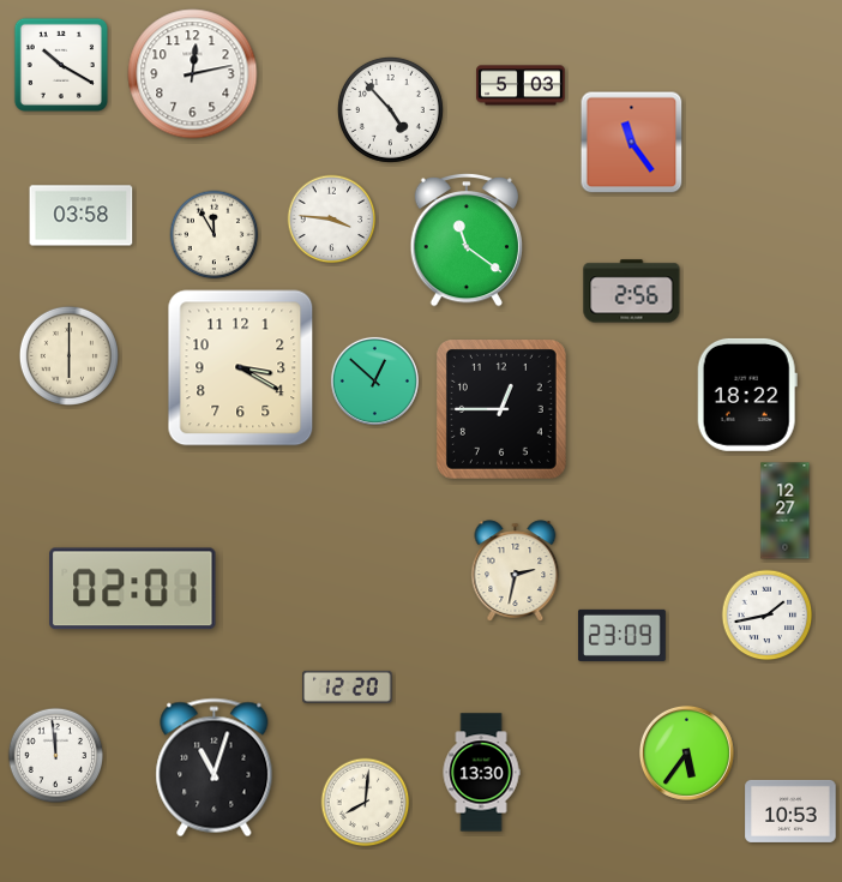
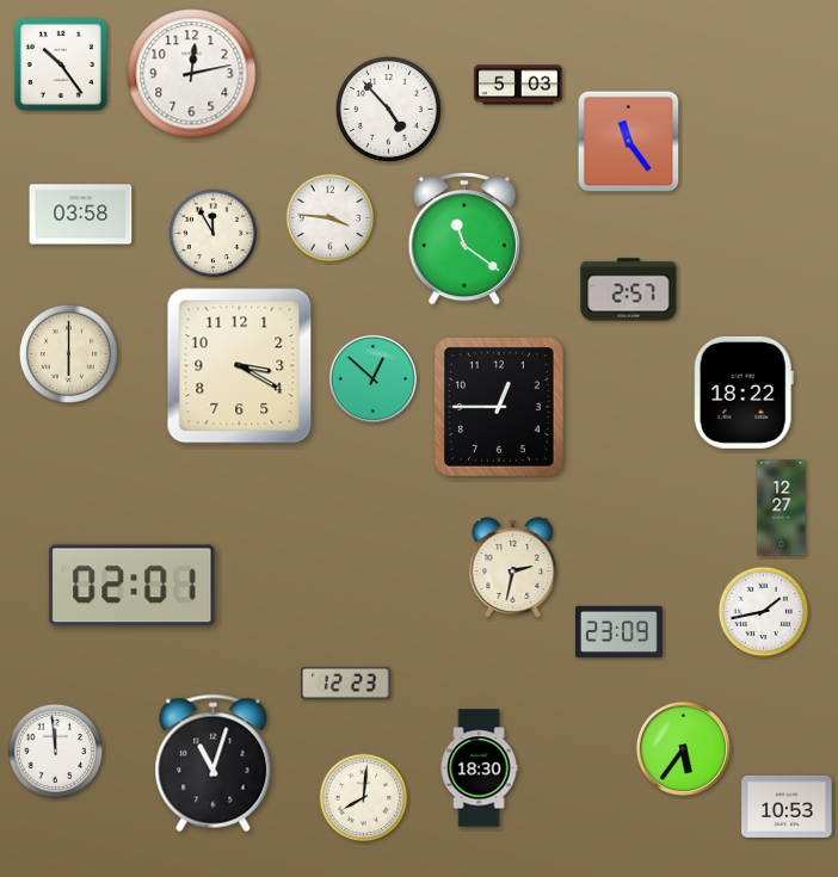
clock at (61, 65): 10:20 -> 10:24
clock at (632, 292): 2:56 -> 2:57
clock at (348, 686): 12:20 -> 12:23
clock at (481, 773): 13:30 -> 18:30
